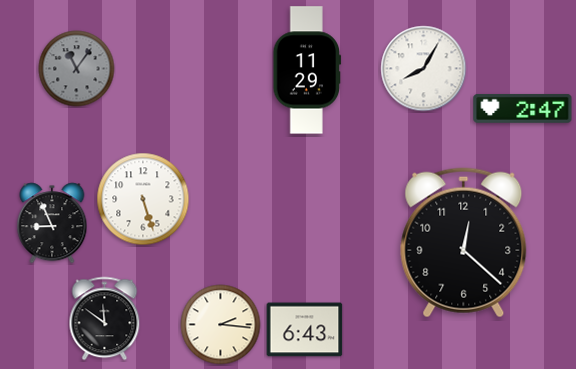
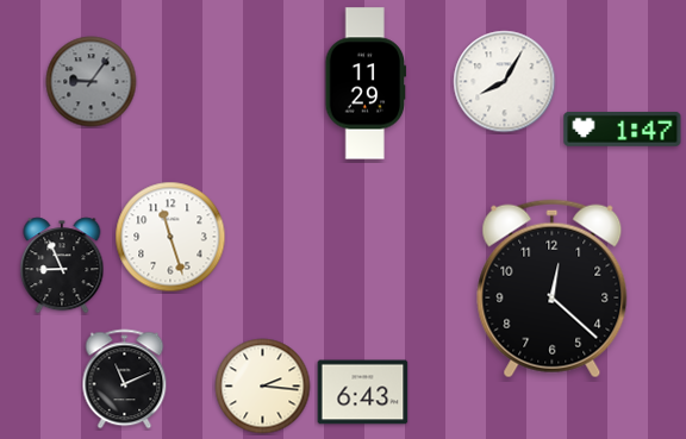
clock at (77, 69): 11:06 -> 9:06
clock at (523, 108): 2:47 -> 1:47
clock at (143, 199): 5:27 -> 11:27
clock at (105, 319): 11:51 -> 11:11
